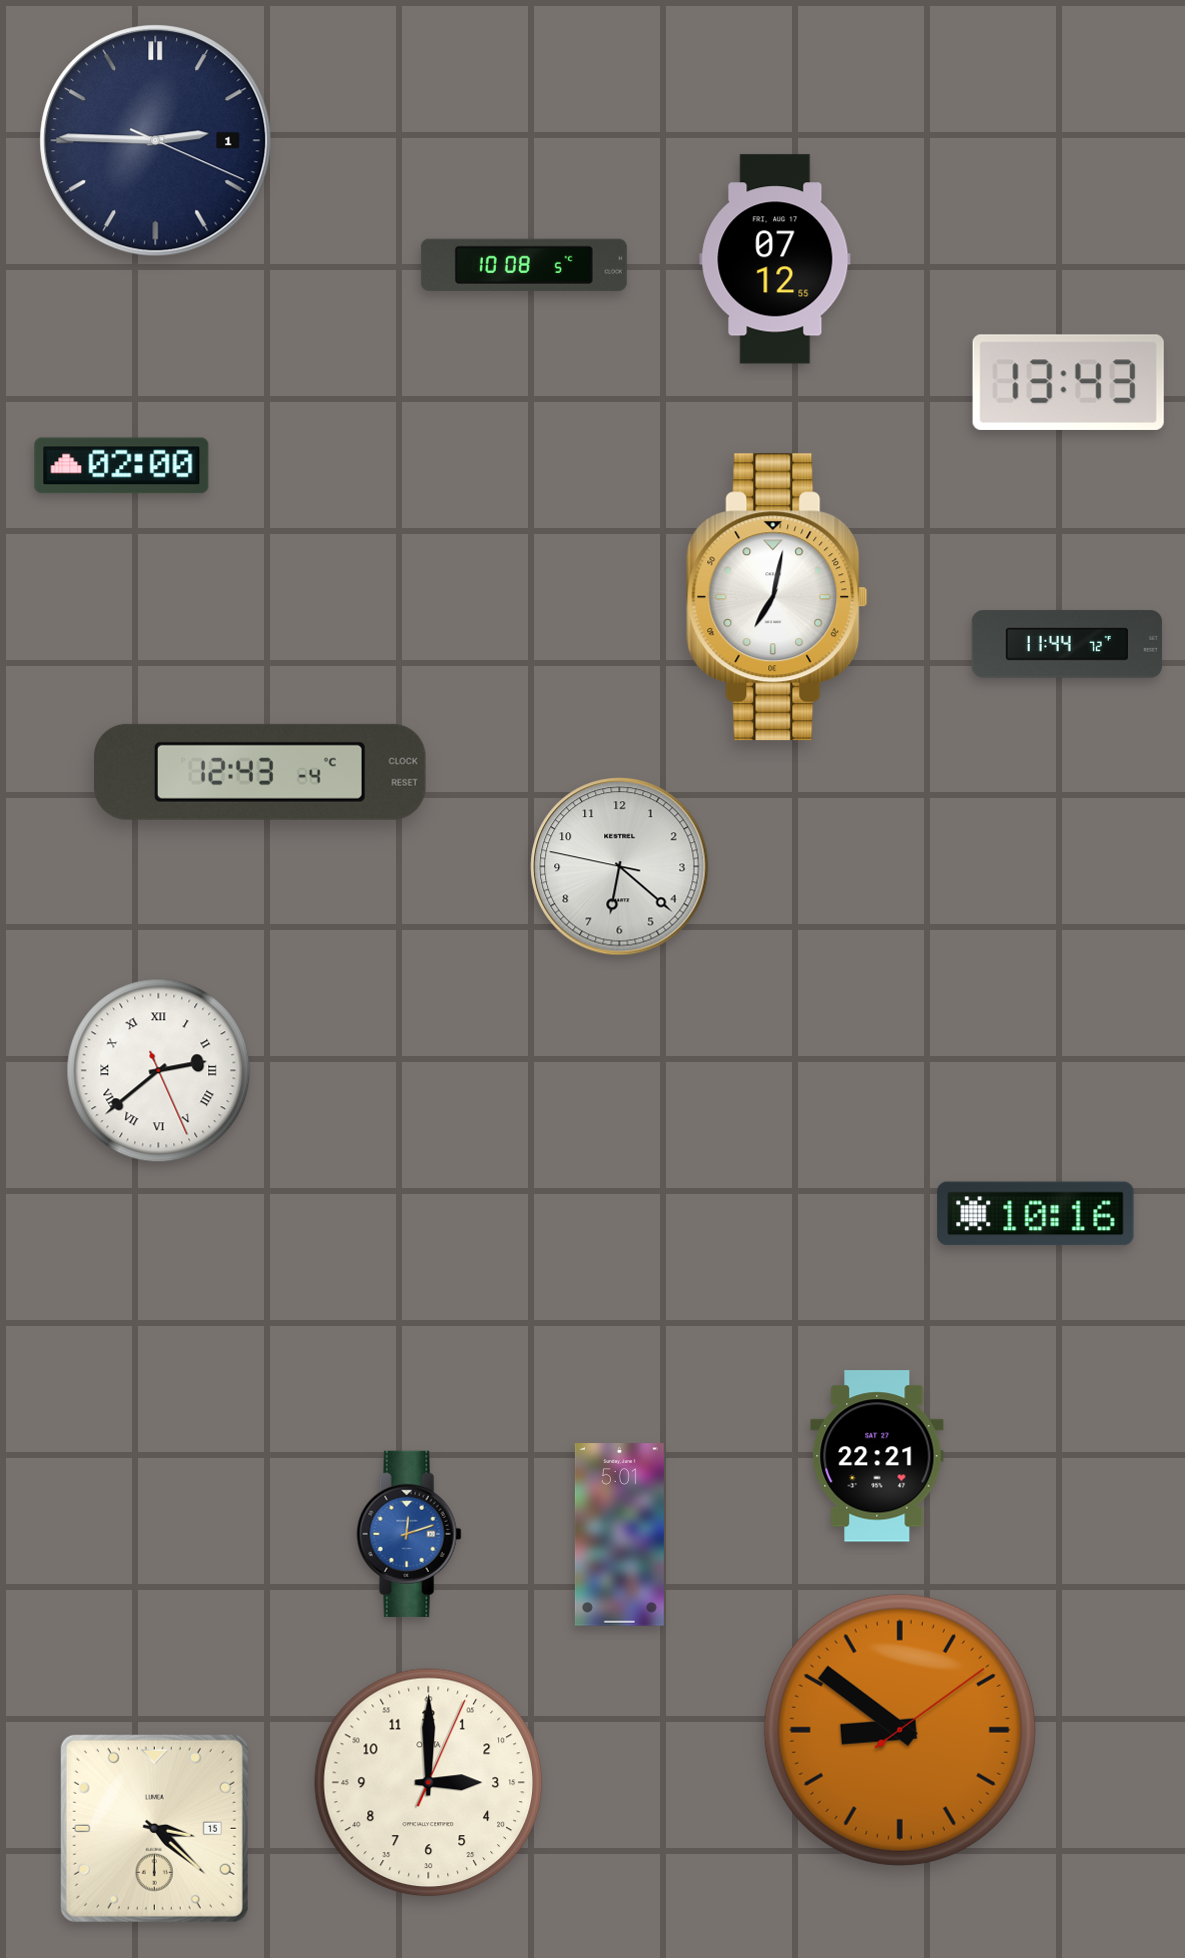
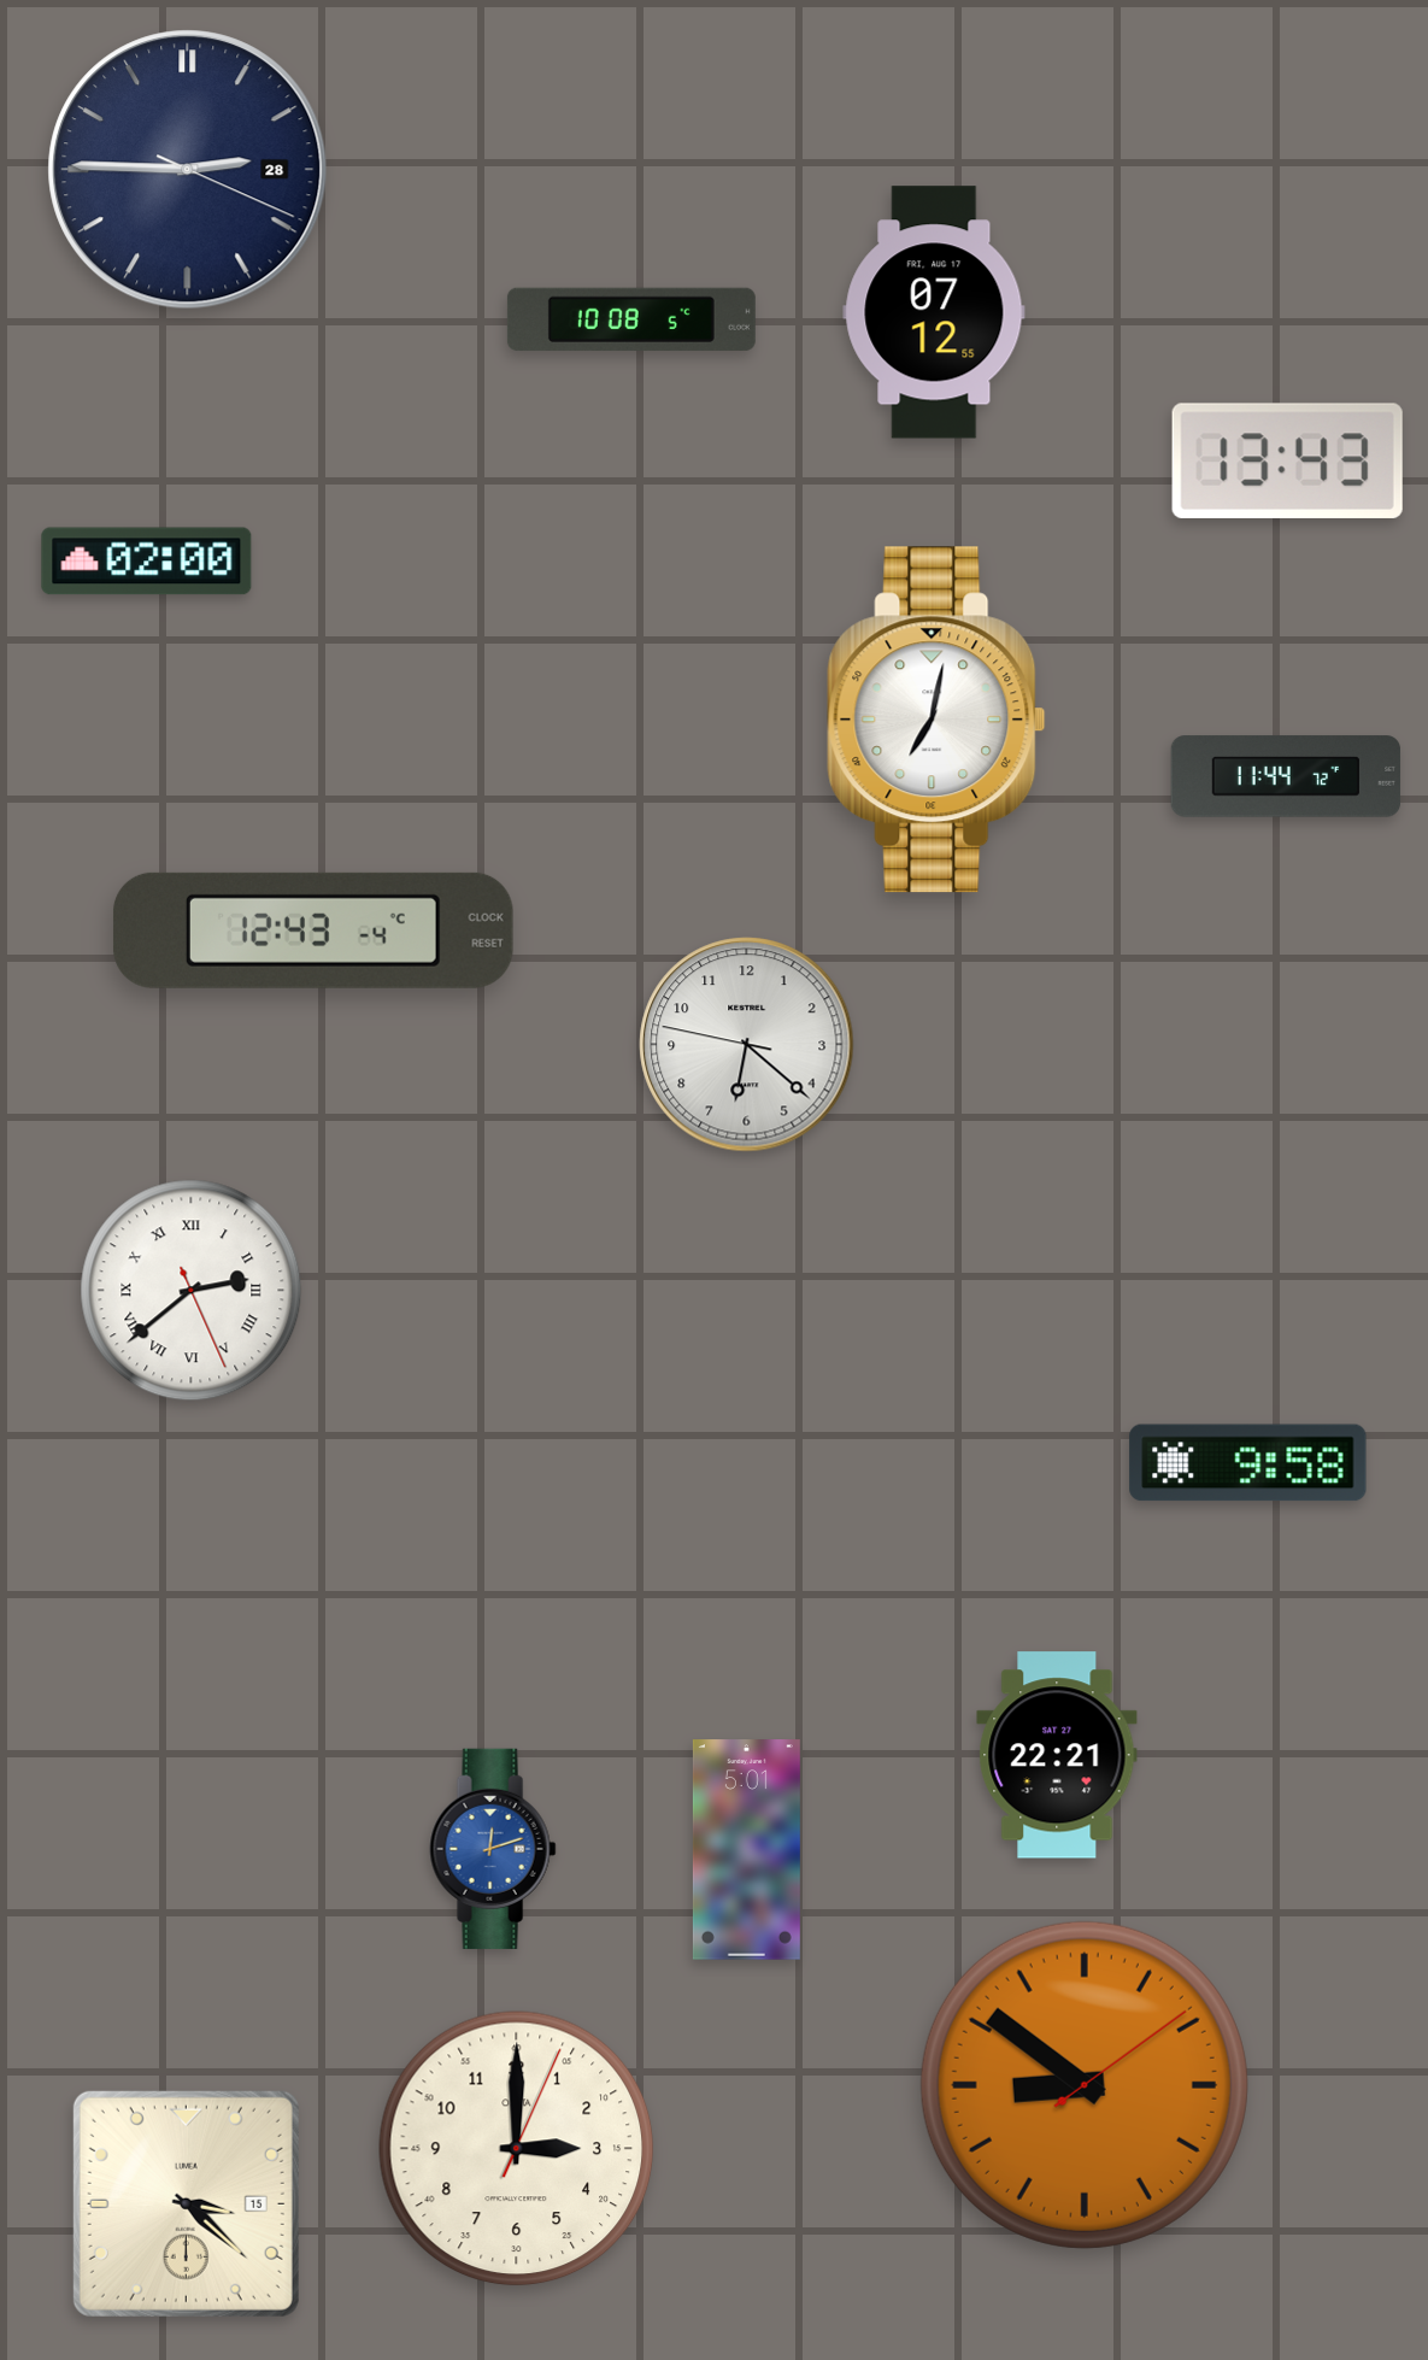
clock at (156, 141) date: 1 -> 28
clock at (1036, 1214): 10:16 -> 9:58
